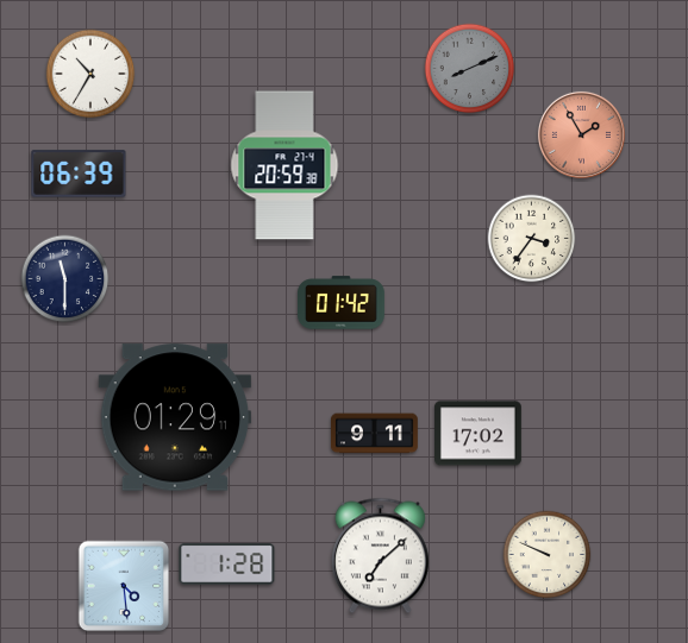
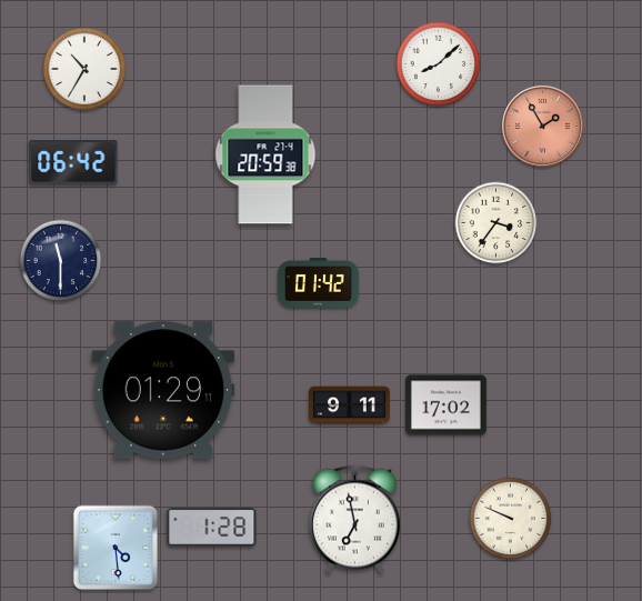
clock at (470, 69): 8:11 -> 8:08
clock at (470, 69) dial: grey -> white
clock at (79, 174): 06:39 -> 06:42
clock at (380, 556): 7:08 -> 6:58
